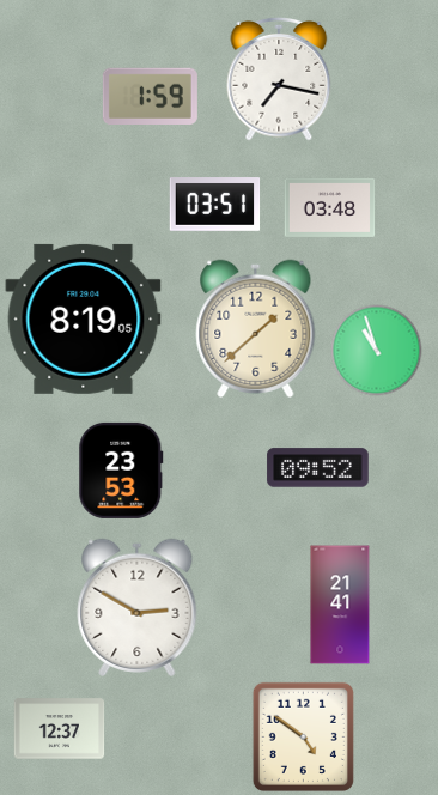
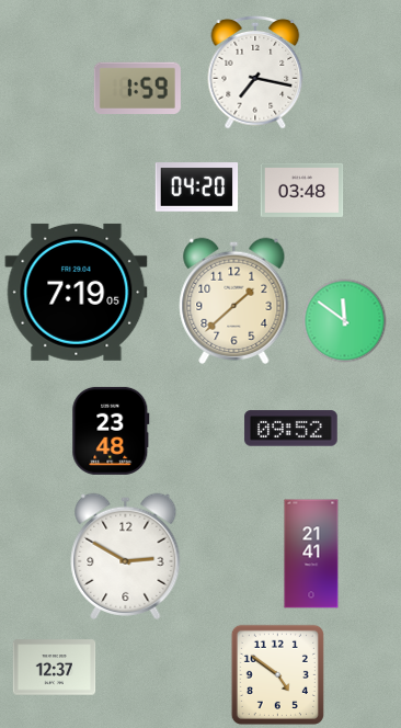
clock at (215, 205): 03:51 -> 04:20
clock at (84, 318): 8:19 -> 7:19
clock at (377, 351): 10:57 -> 11:51
clock at (121, 471): 23:53 -> 23:48
